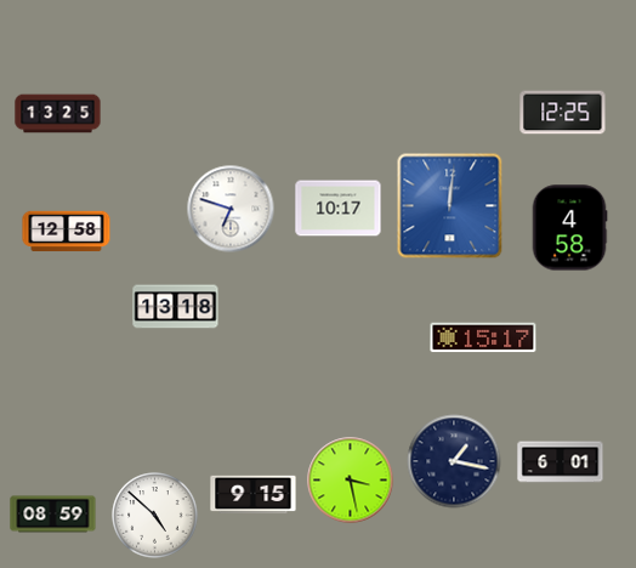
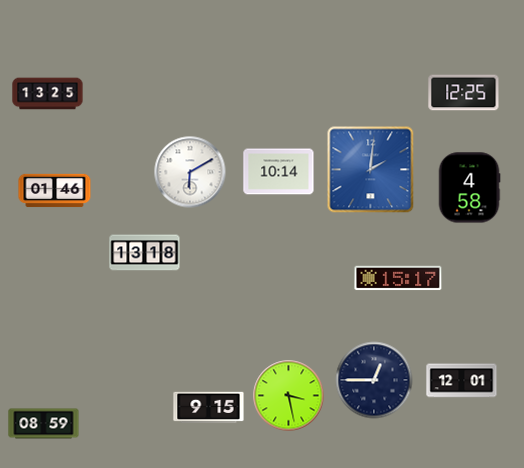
clock at (450, 206): 12:01 -> 2:01
clock at (231, 209): 6:48 -> 6:10
clock at (339, 209): 10:17 -> 10:14
clock at (67, 232): 12:58 -> 01:46
clock at (454, 461): 1:17 -> 12:45
clock at (561, 462): 6:01 -> 12:01
clock at (155, 516): 4:52 -> none
